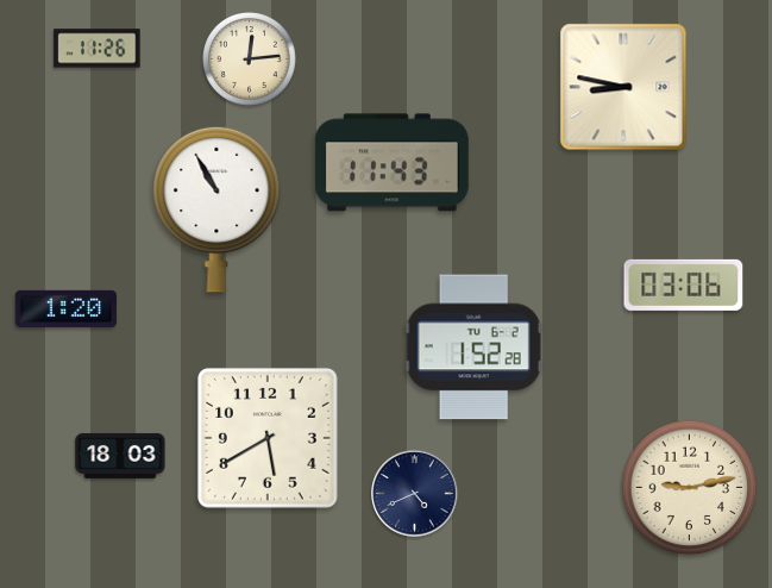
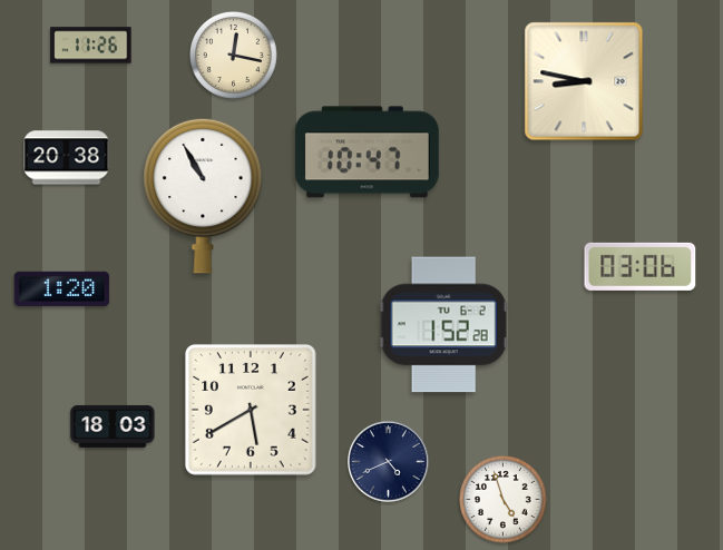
clock at (250, 60): 12:14 -> 12:17
clock at (391, 163): 11:43 -> 10:47
clock at (67, 158): none -> 20:38
clock at (690, 488): 9:13 -> none
clock at (504, 500): none -> 4:57
